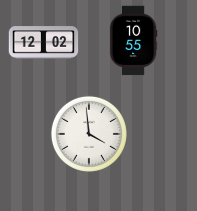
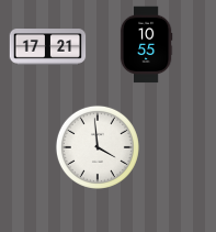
clock at (44, 43): 12:02 -> 17:21
